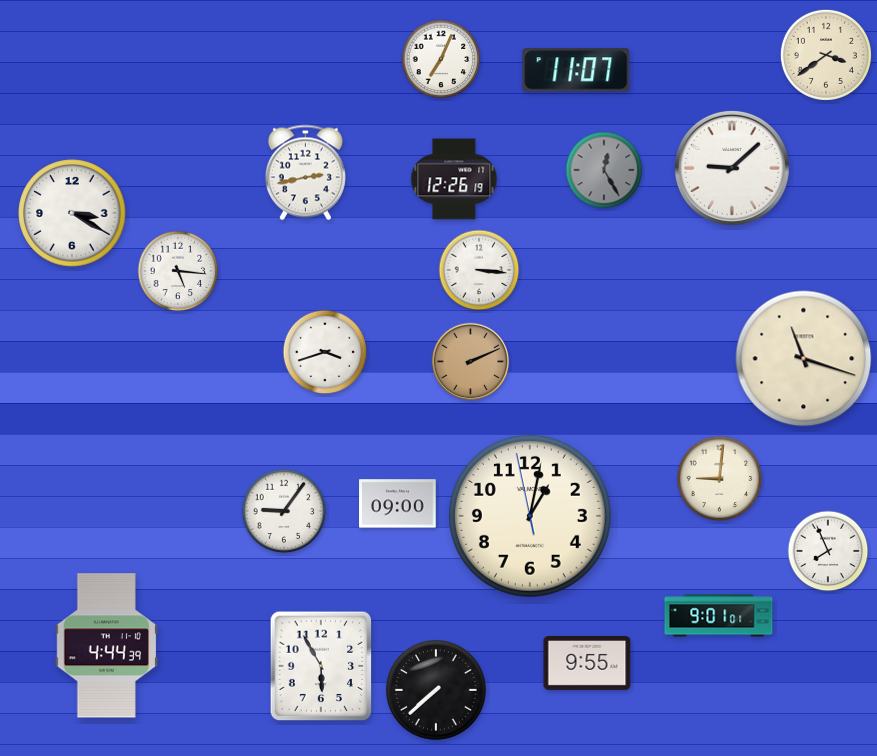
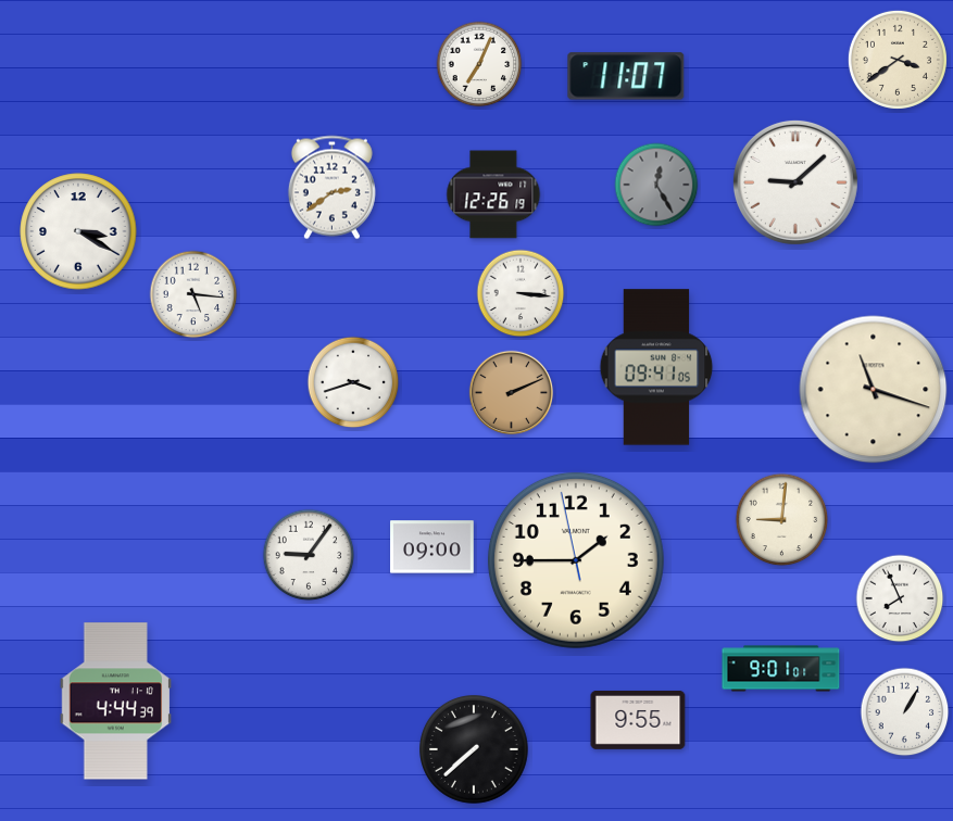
clock at (305, 173): 2:43 -> 2:39
clock at (656, 367): none -> 09:41
clock at (530, 516): 1:01 -> 1:44
clock at (905, 712): none -> 1:05
clock at (321, 666): 5:55 -> none
